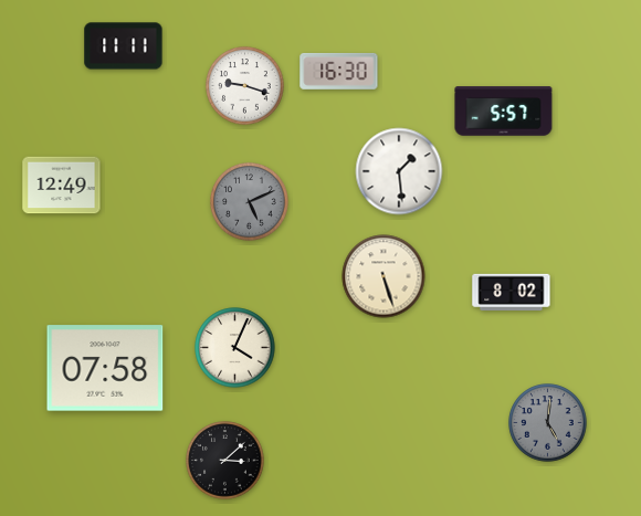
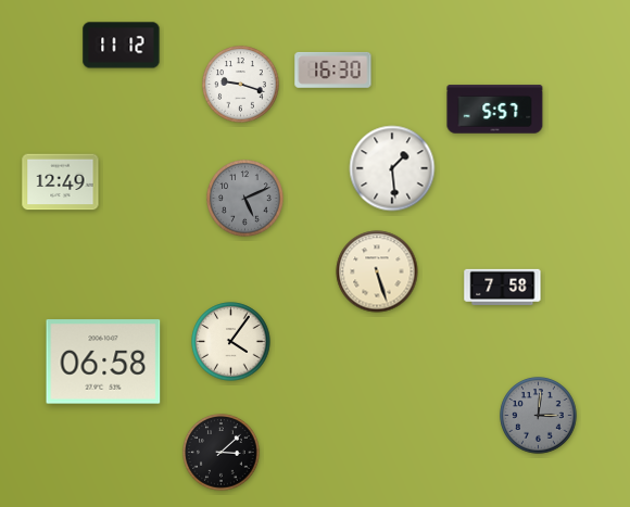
clock at (124, 46): 11:11 -> 11:12
clock at (512, 292): 8:02 -> 7:58
clock at (235, 348): 4:04 -> 4:06
clock at (105, 368): 07:58 -> 06:58
clock at (548, 423): 5:01 -> 3:01
